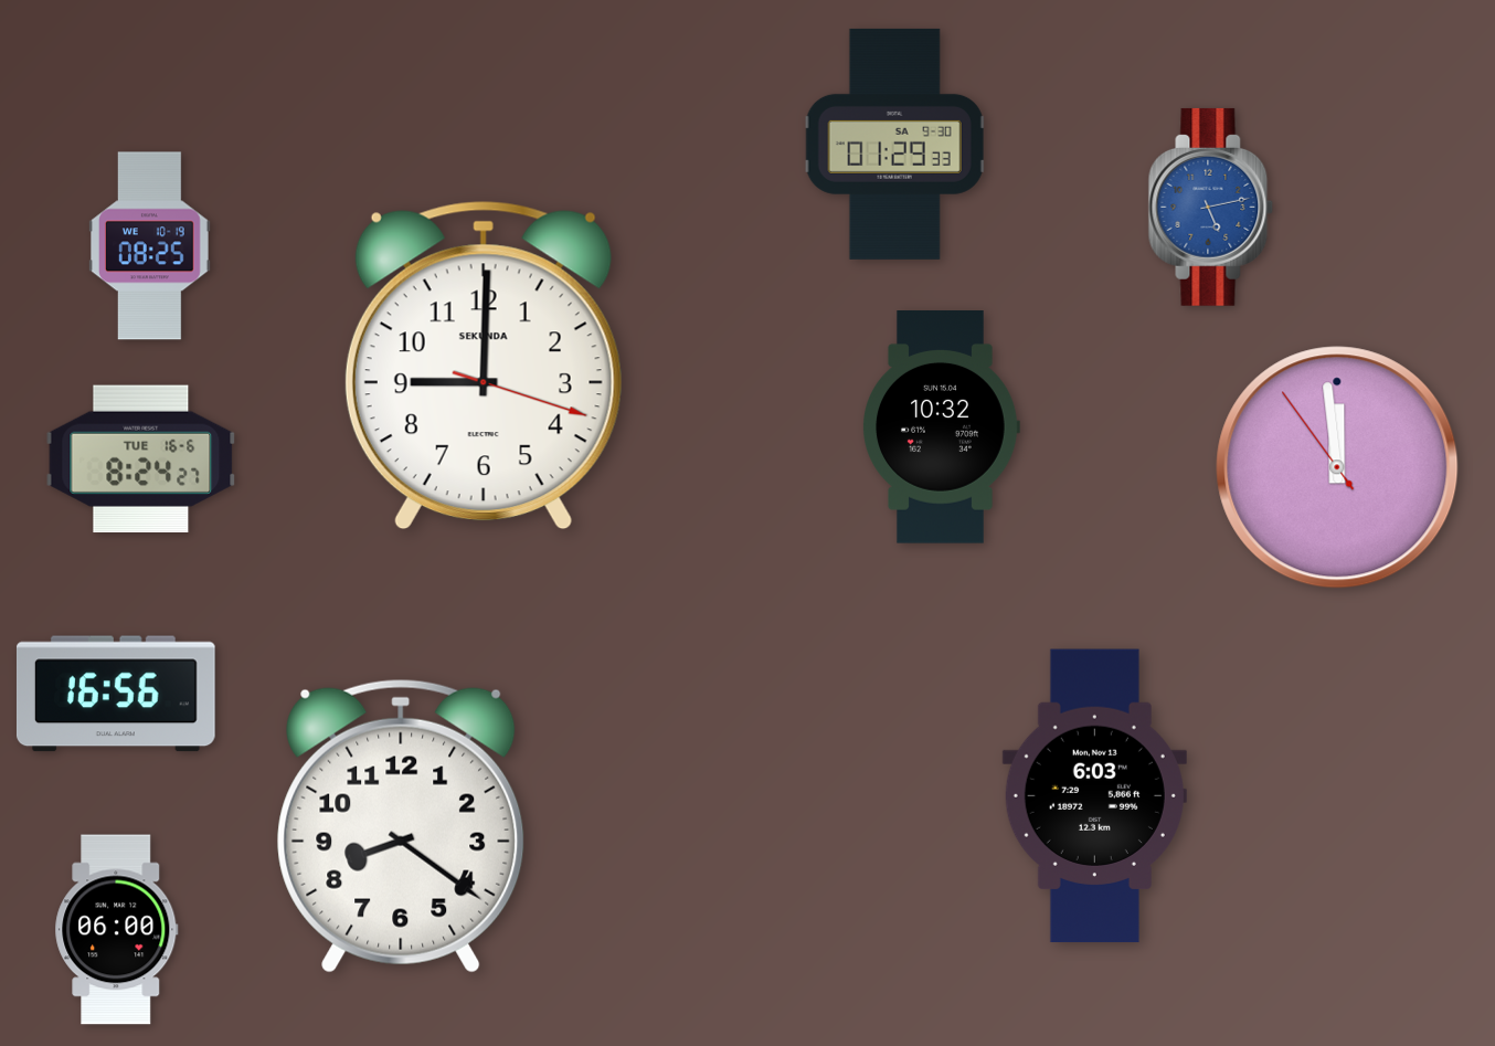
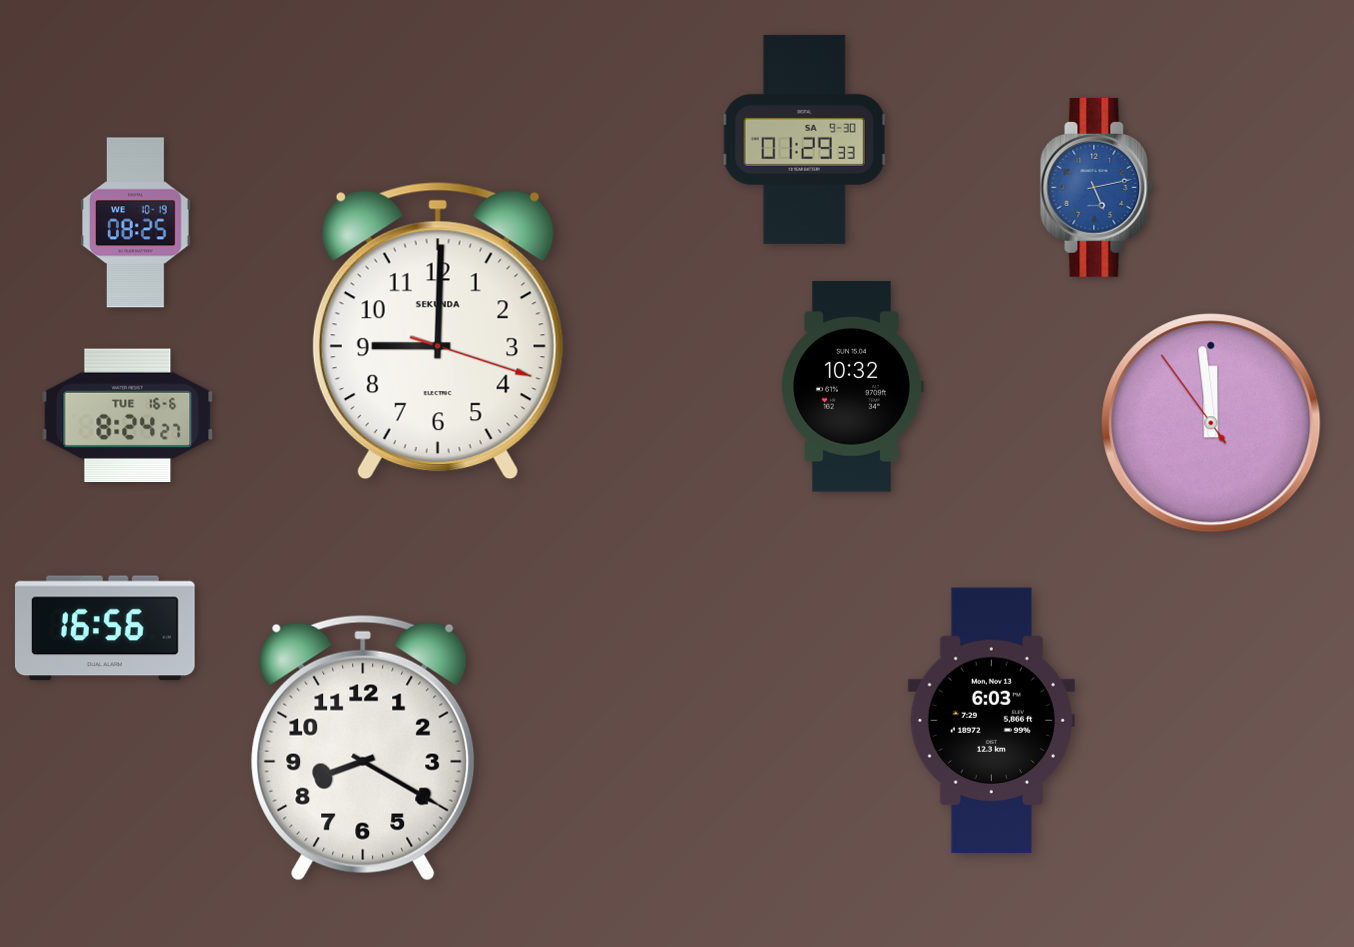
clock at (895, 144) position: (895, 144) -> (805, 139)
clock at (401, 826): 8:21 -> 8:20
clock at (117, 930): 06:00 -> none
